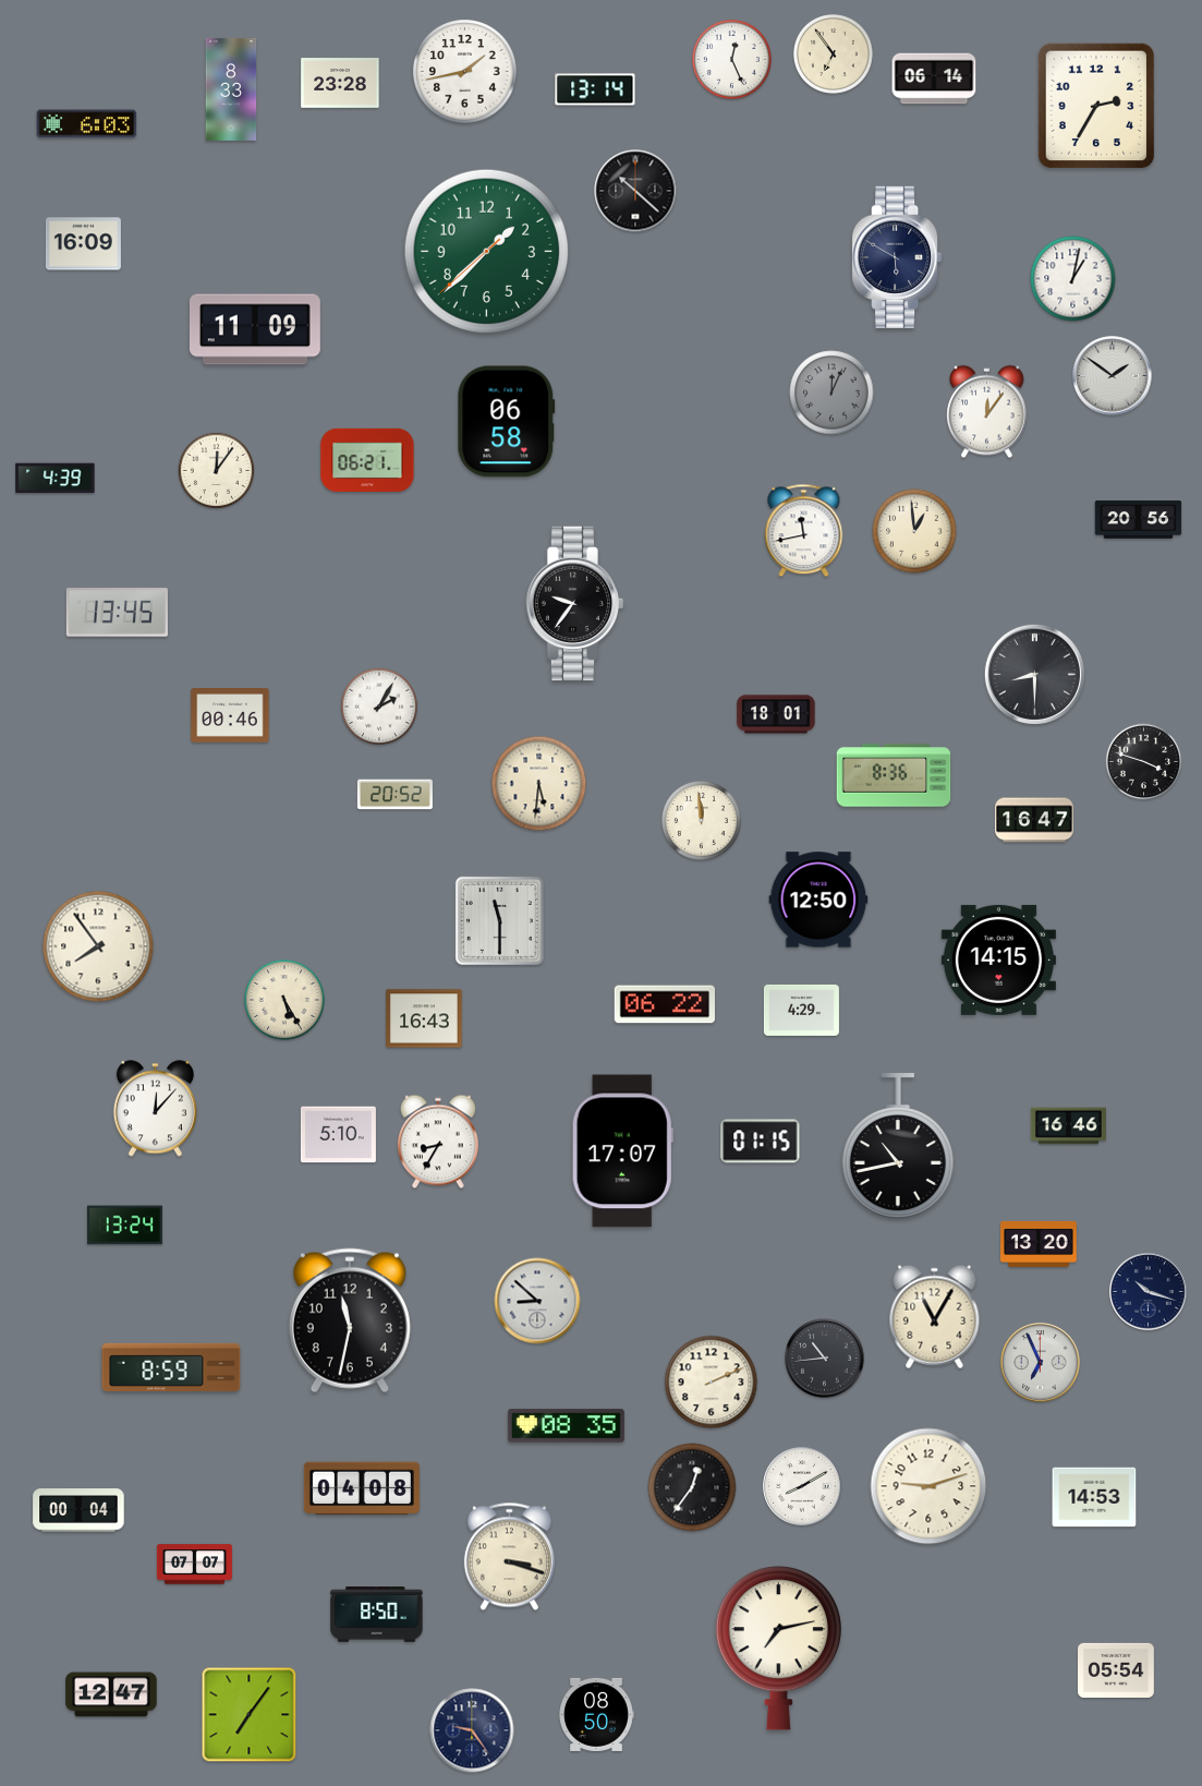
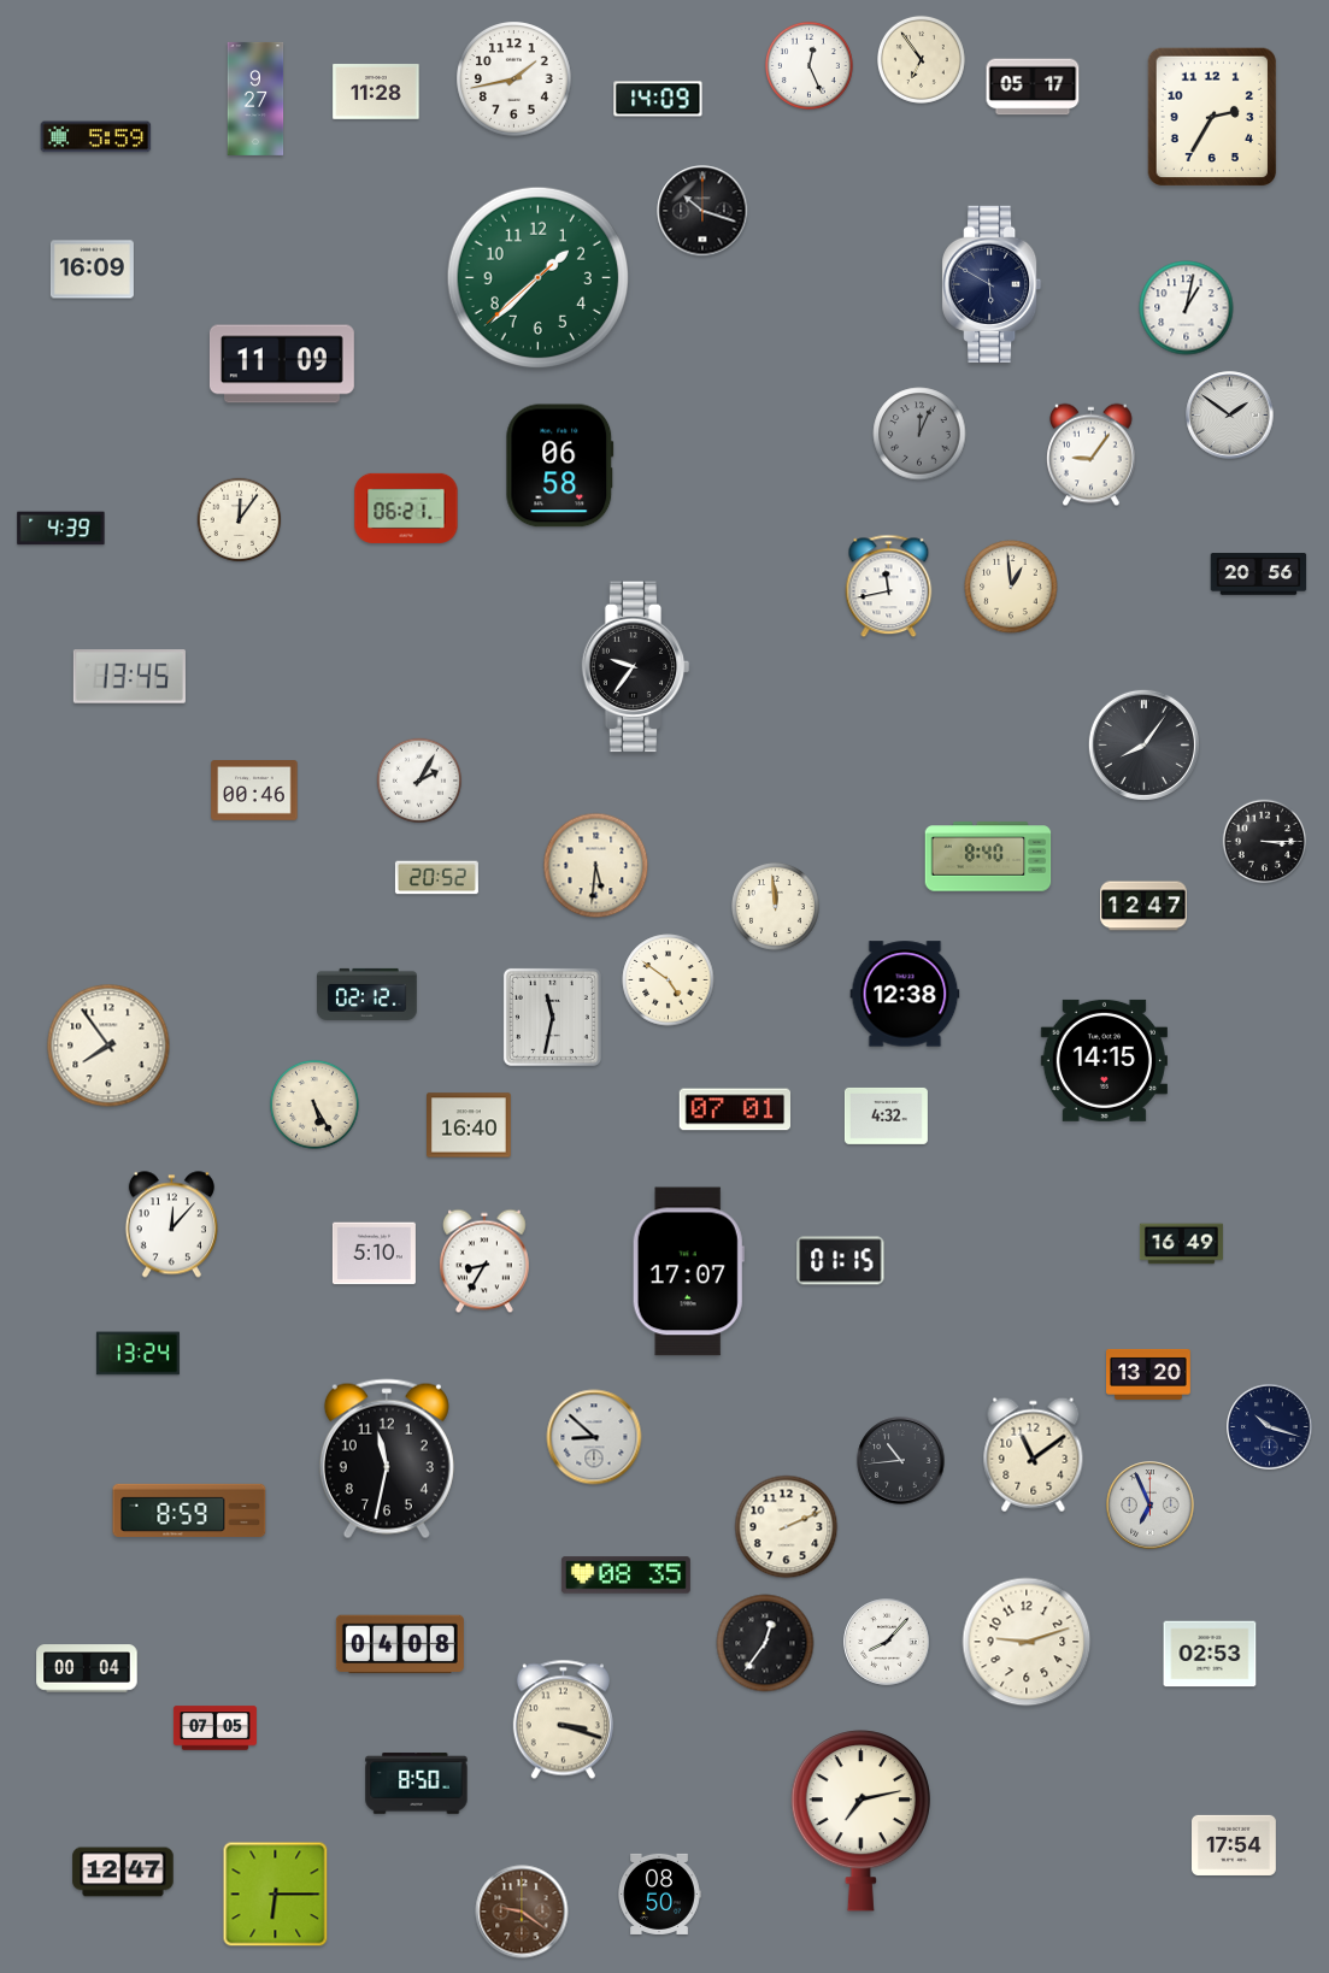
clock at (934, 79): 06:14 -> 05:17
clock at (340, 84): 23:28 -> 11:28
clock at (231, 89): 8:33 -> 9:27
clock at (595, 89): 13:14 -> 14:09
clock at (87, 124): 6:03 -> 5:59
clock at (635, 191): 10:22 -> 10:18
clock at (987, 412): 12:06 -> 9:06
clock at (1034, 674): 8:30 -> 8:06
clock at (776, 714): 18:01 -> none
clock at (1144, 762): 3:48 -> 3:15
clock at (894, 775): 8:36 -> 8:40
clock at (1034, 820): 16:47 -> 12:47
clock at (669, 980): none -> 4:51
clock at (367, 994): none -> 02:12
clock at (818, 900): 12:50 -> 12:38
clock at (499, 920): 11:30 -> 11:32
clock at (665, 1004): 06:22 -> 07:01
clock at (801, 1010): 4:29 -> 4:32
clock at (425, 1018): 16:43 -> 16:40
clock at (1068, 1126): 16:46 -> 16:49
clock at (898, 1146): 10:43 -> none
clock at (935, 1317): 11:05 -> 11:09
clock at (825, 1359) position: (825, 1359) -> (901, 1461)
clock at (802, 1486): 8:10 -> 8:07
clock at (1094, 1497): 14:53 -> 02:53
clock at (194, 1565): 07:07 -> 07:05
clock at (1117, 1670): 05:54 -> 17:54
clock at (250, 1715): 7:06 -> 6:15
clock at (472, 1730): 9:24 -> 9:21
clock at (472, 1730) dial: navy -> brown
